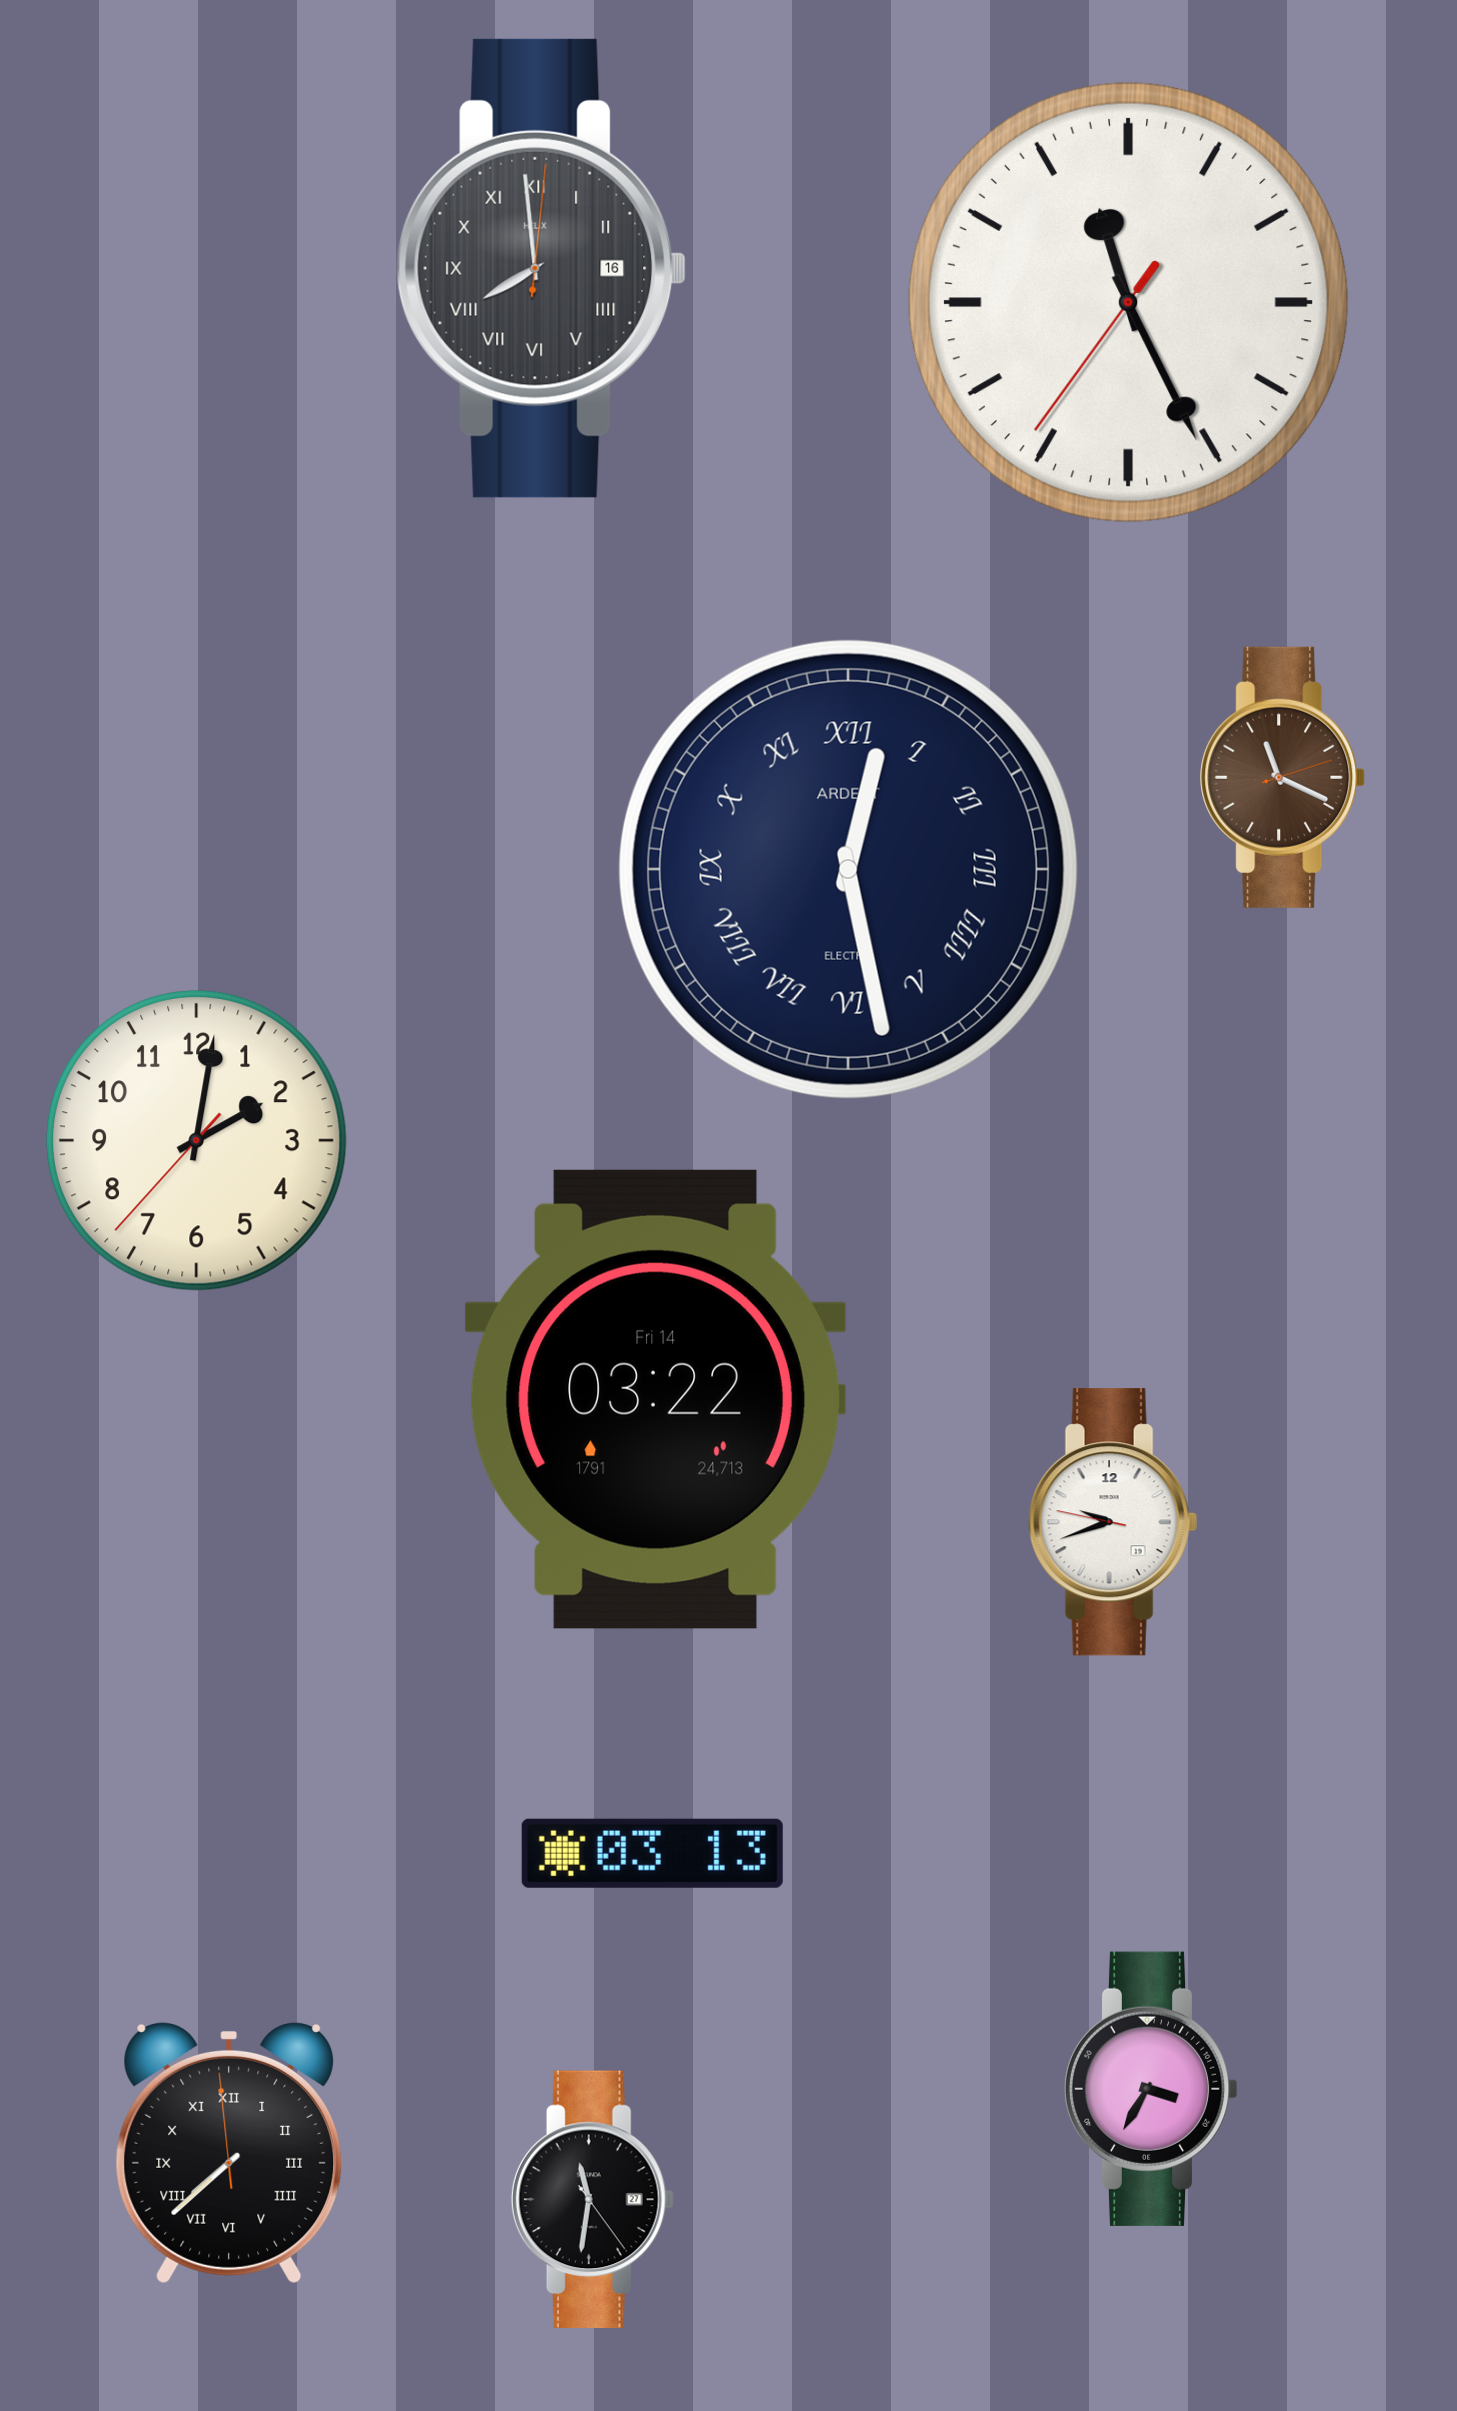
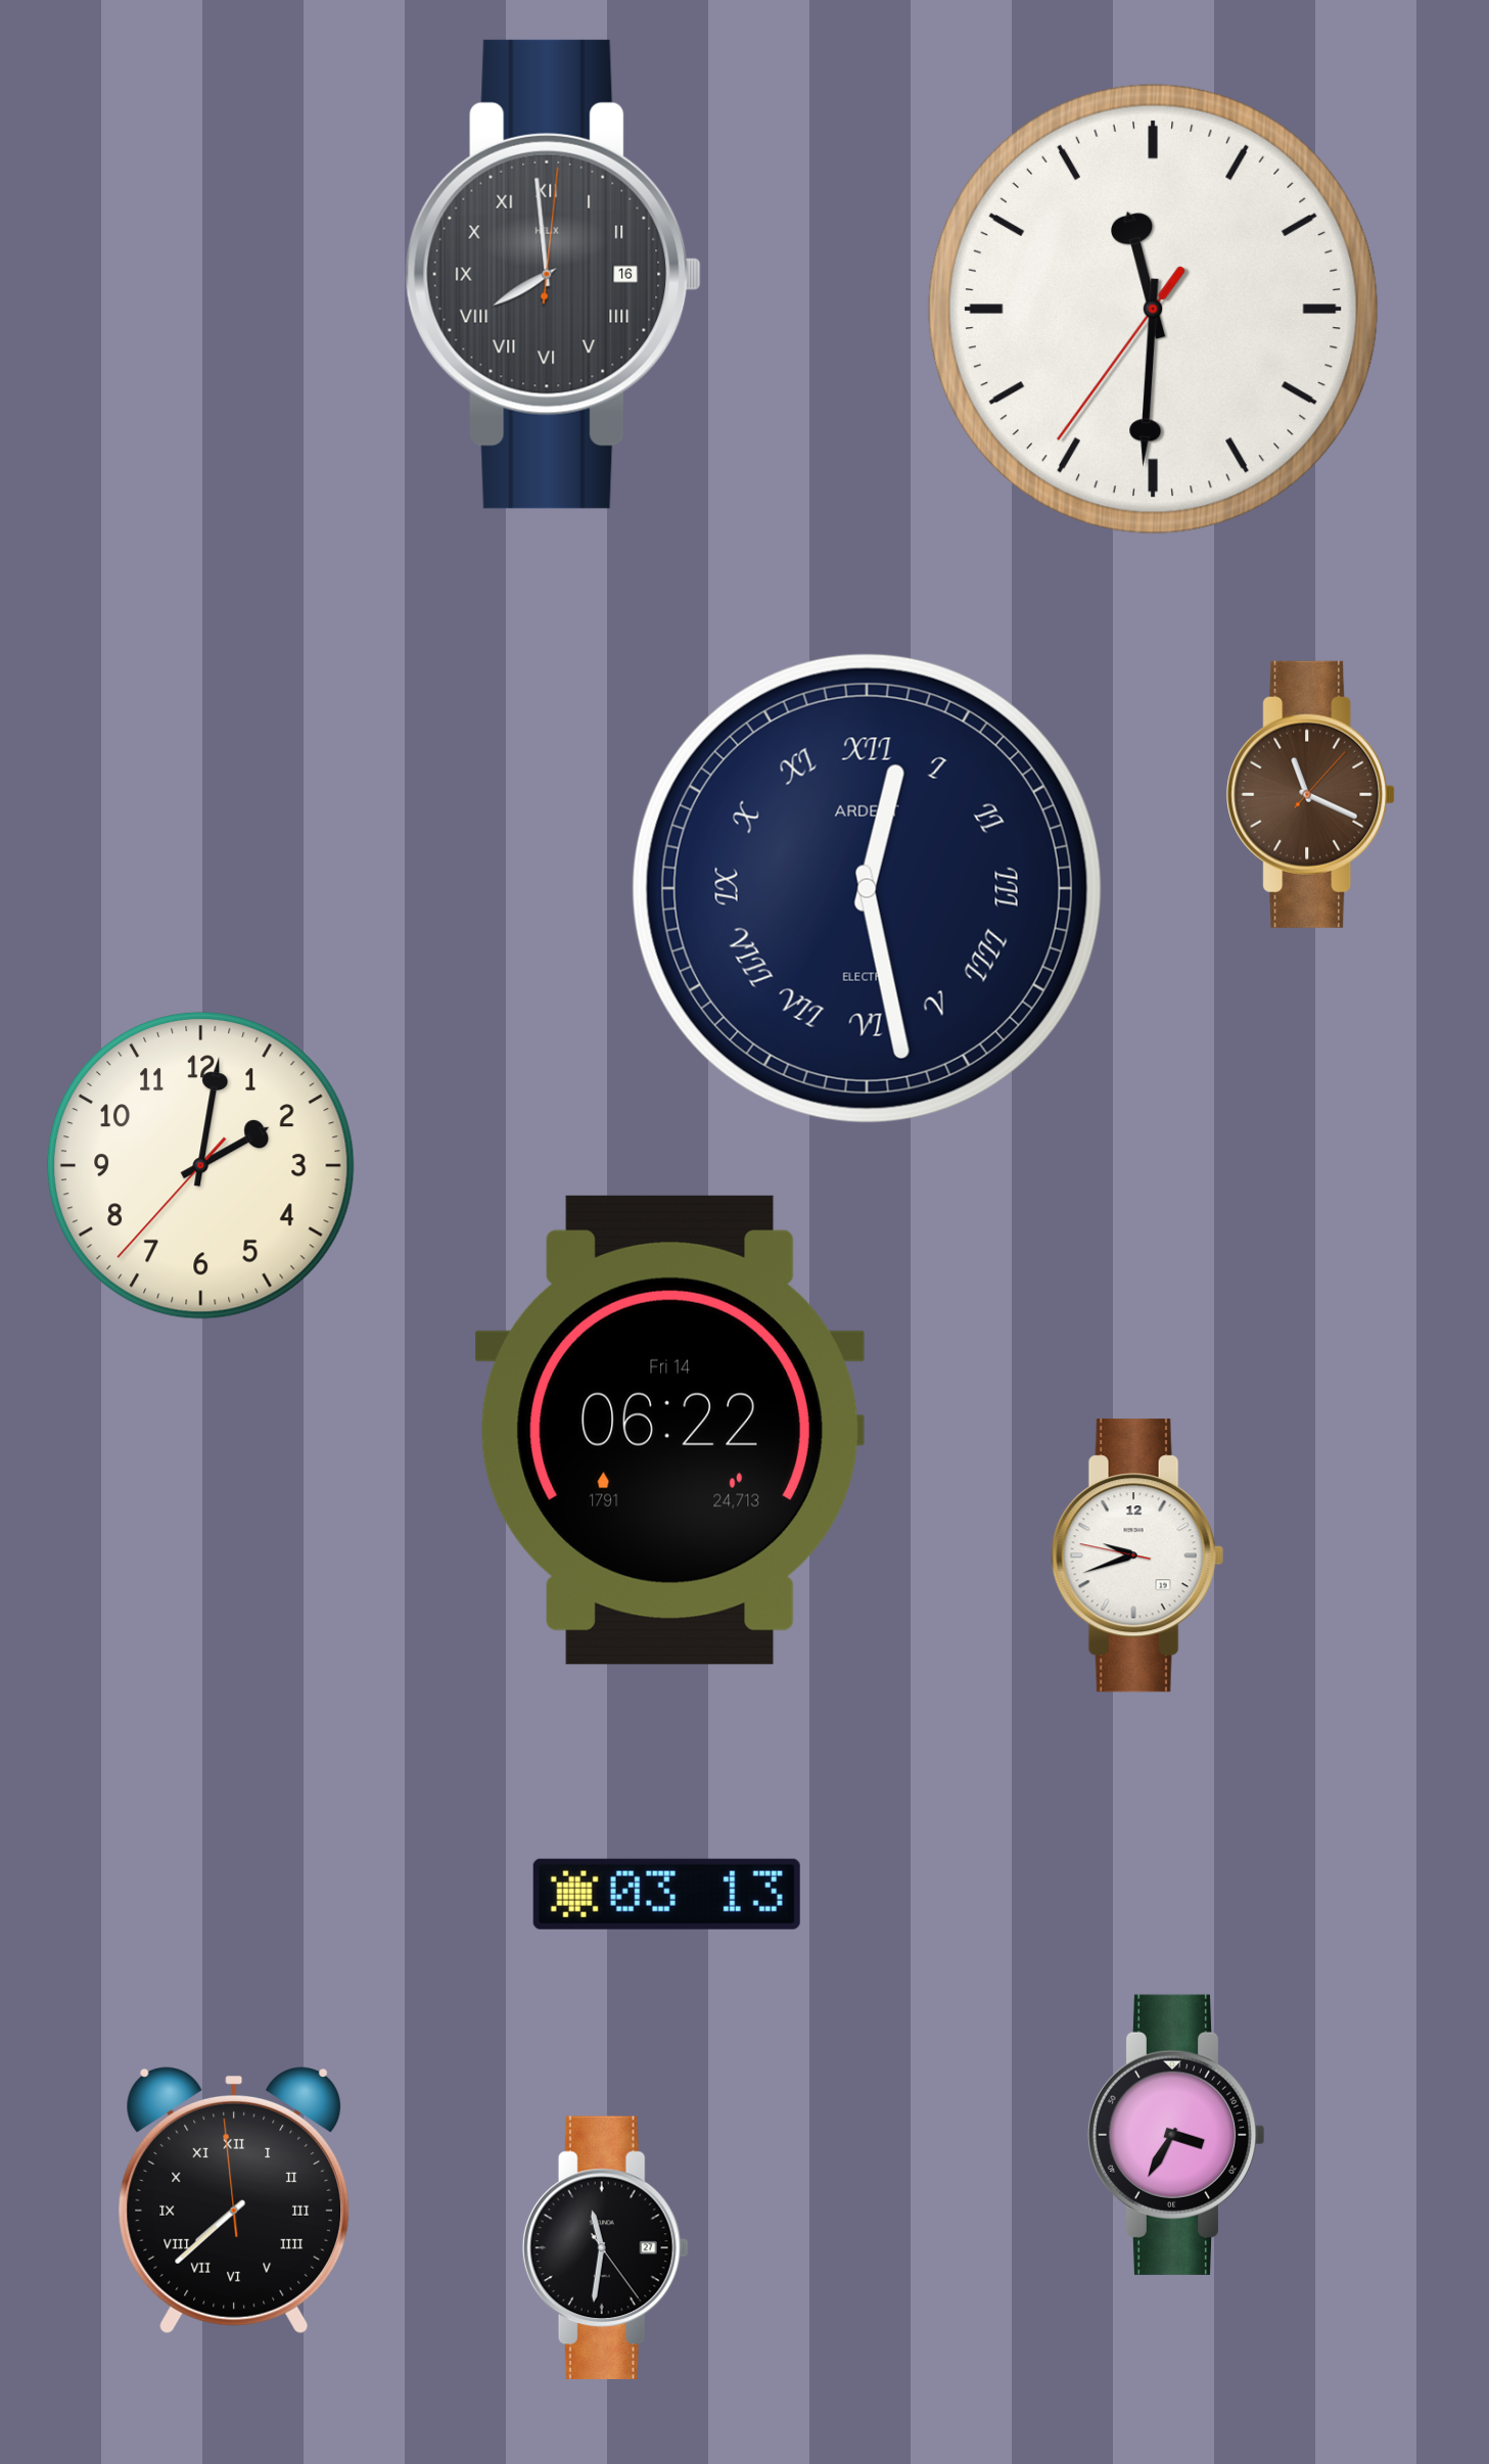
clock at (1128, 302): 11:25 -> 11:30
clock at (1283, 777): 11:19:12 -> 11:19:07
clock at (655, 1399): 03:22 -> 06:22
